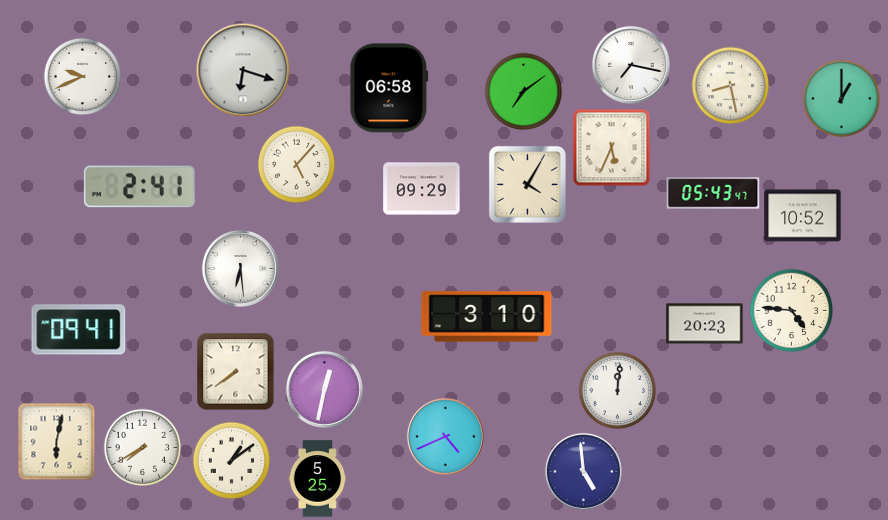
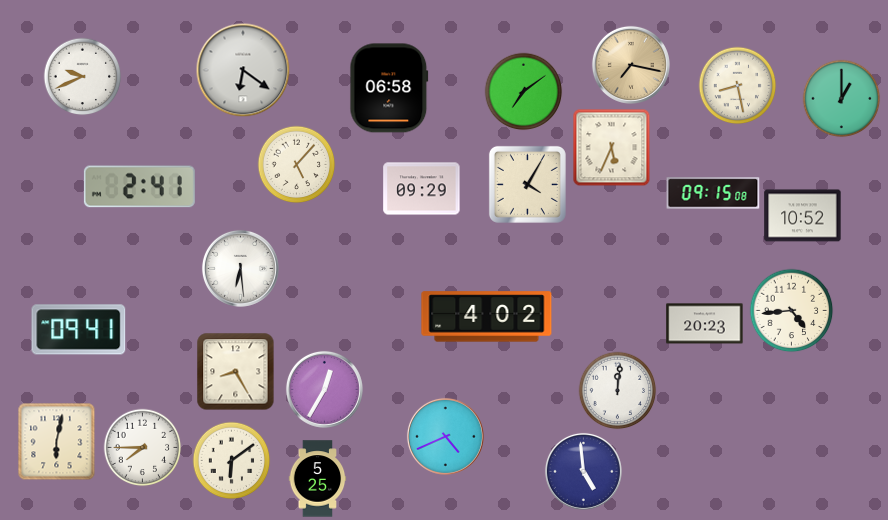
clock at (631, 65) dial: white -> champagne
clock at (243, 70): 6:18 -> 6:21
clock at (730, 85) position: (730, 85) -> (737, 85)
clock at (713, 193): 05:43 -> 09:15
clock at (791, 310): 4:46 -> 4:44
clock at (487, 317): 3:10 -> 4:02
clock at (235, 371): 7:39 -> 8:25
clock at (324, 389): 12:32 -> 12:35
clock at (142, 447): 7:40 -> 7:45
clock at (231, 460): 1:09 -> 6:09
